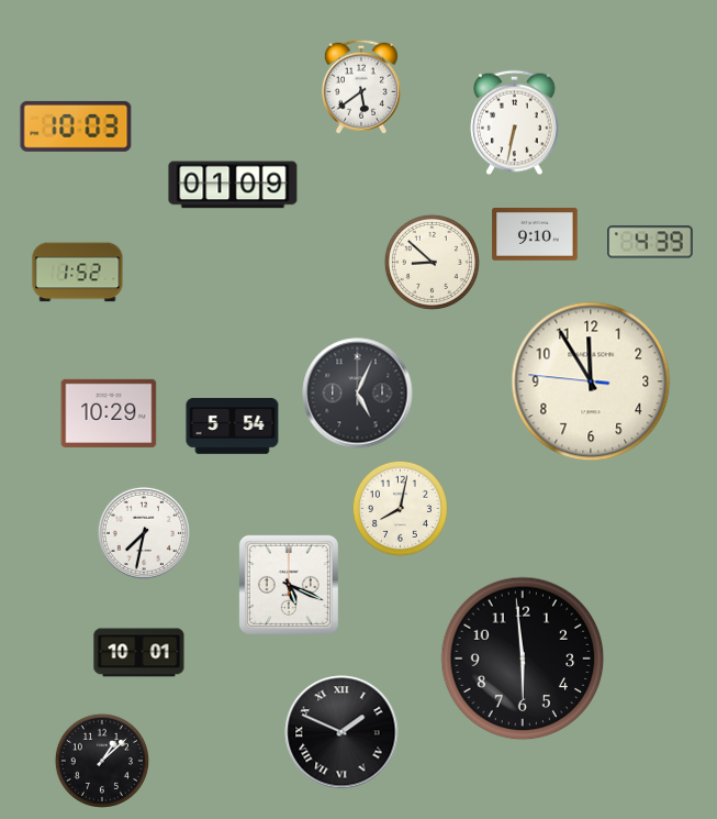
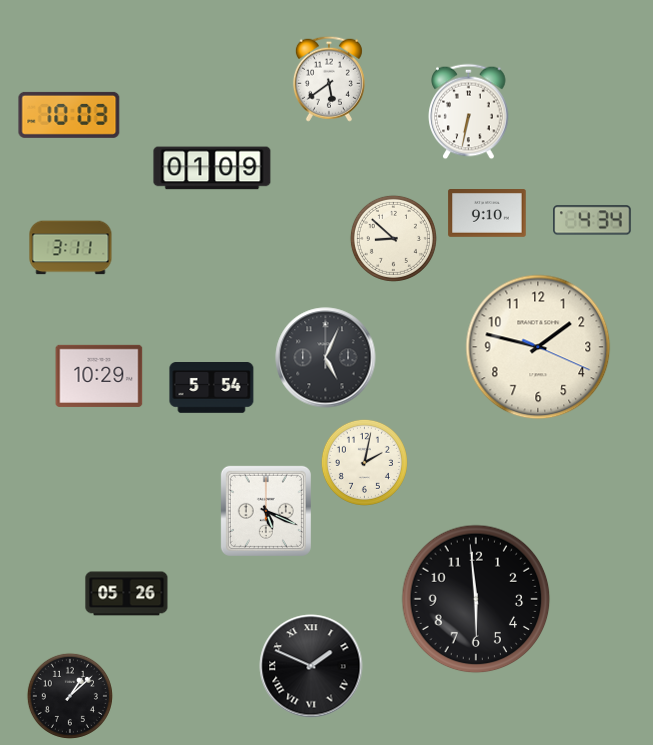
clock at (650, 242): 4:39 -> 4:34
clock at (78, 273): 1:52 -> 3:11
clock at (591, 381): 11:54 -> 1:47
clock at (400, 508): 8:02 -> 2:02
clock at (144, 533): 7:32 -> none
clock at (289, 585) position: (289, 585) -> (266, 511)
clock at (139, 653): 10:01 -> 05:26
clock at (102, 761) position: (102, 761) -> (70, 696)
